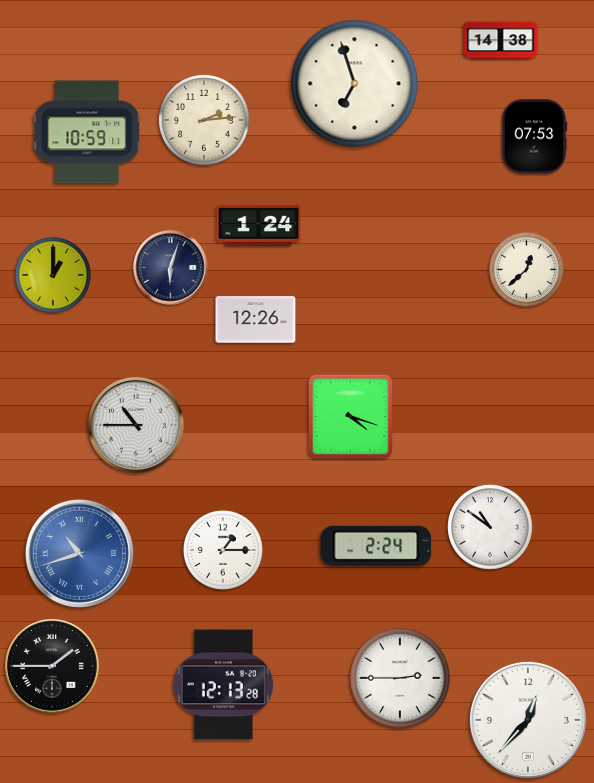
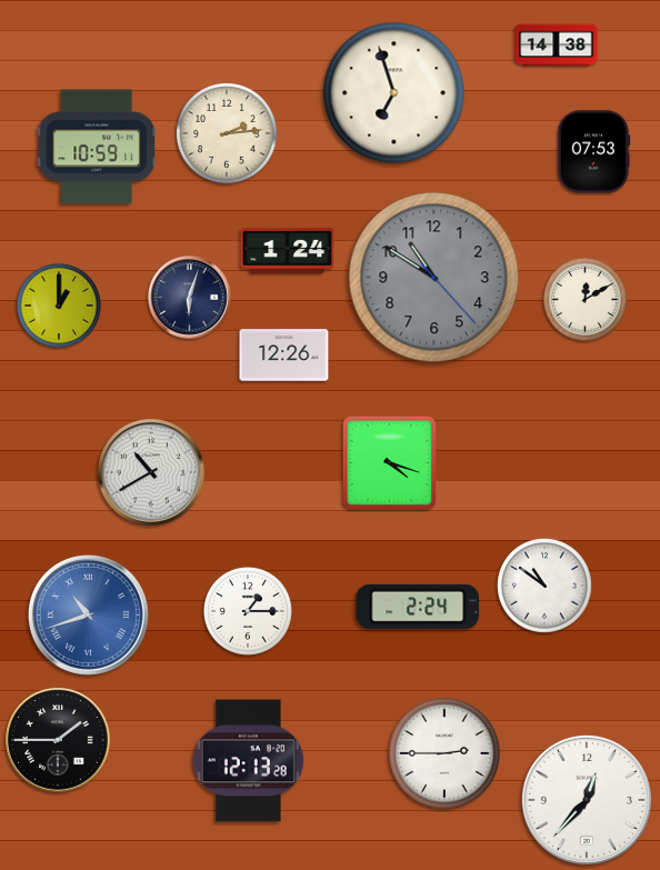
clock at (434, 278): none -> 10:50
clock at (526, 269): 12:38 -> 12:10
clock at (137, 426): 10:45 -> 10:40
